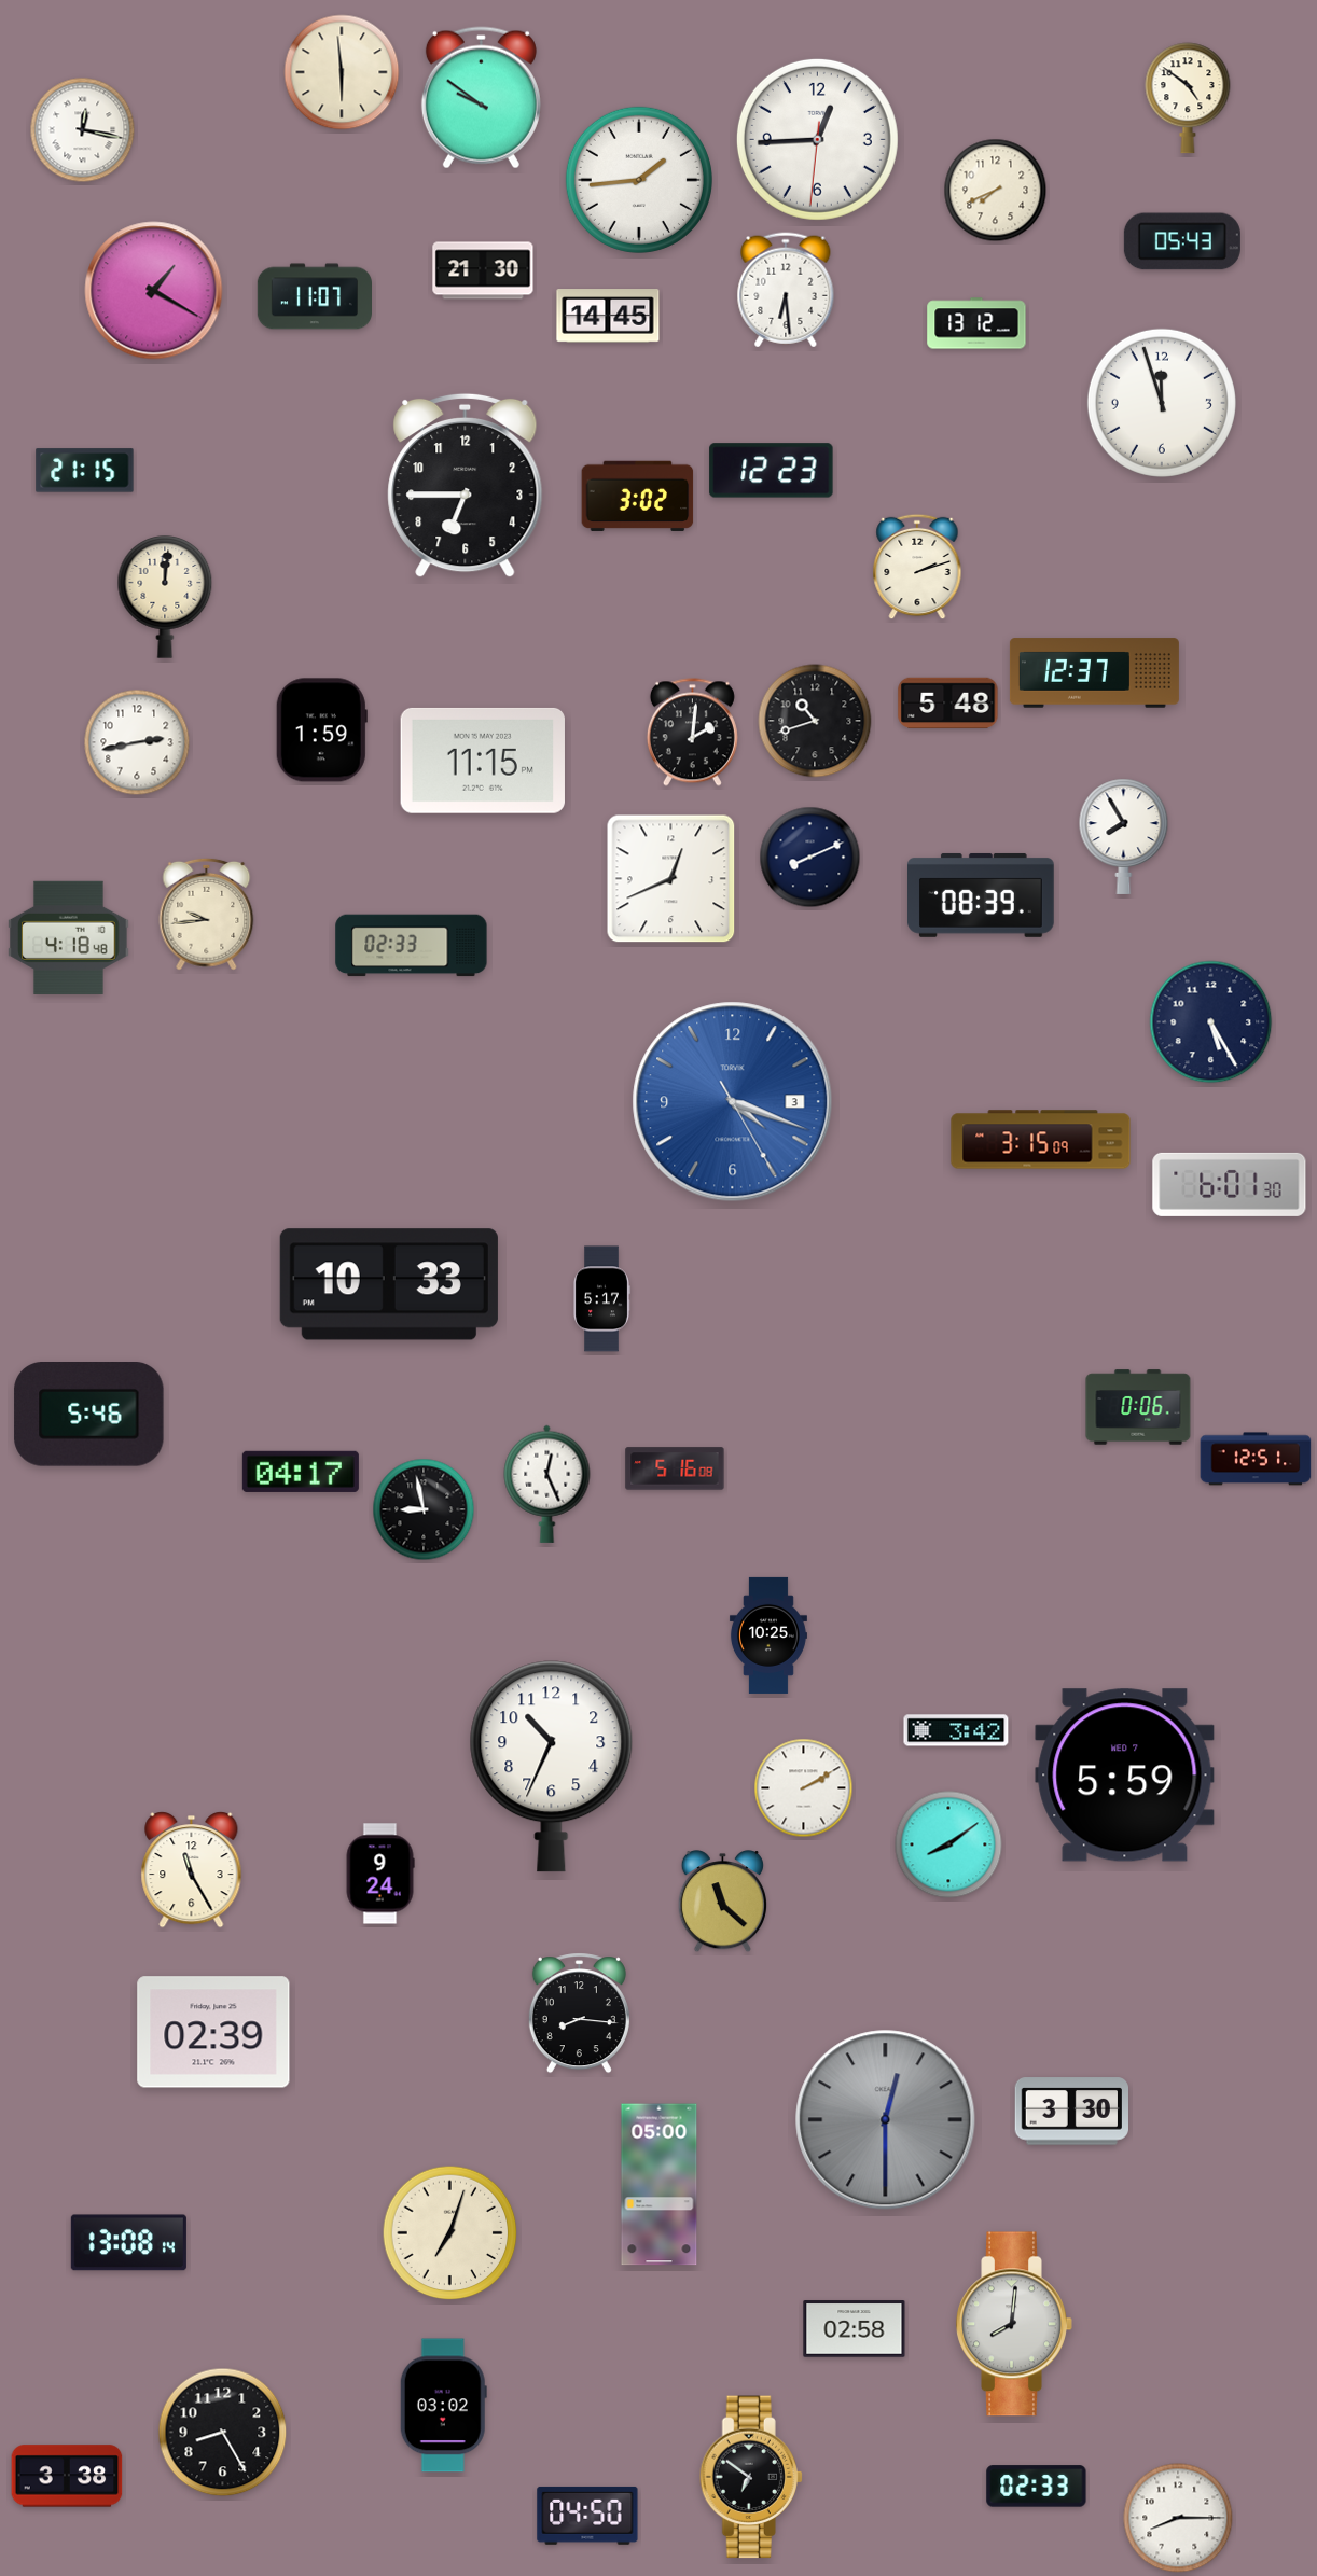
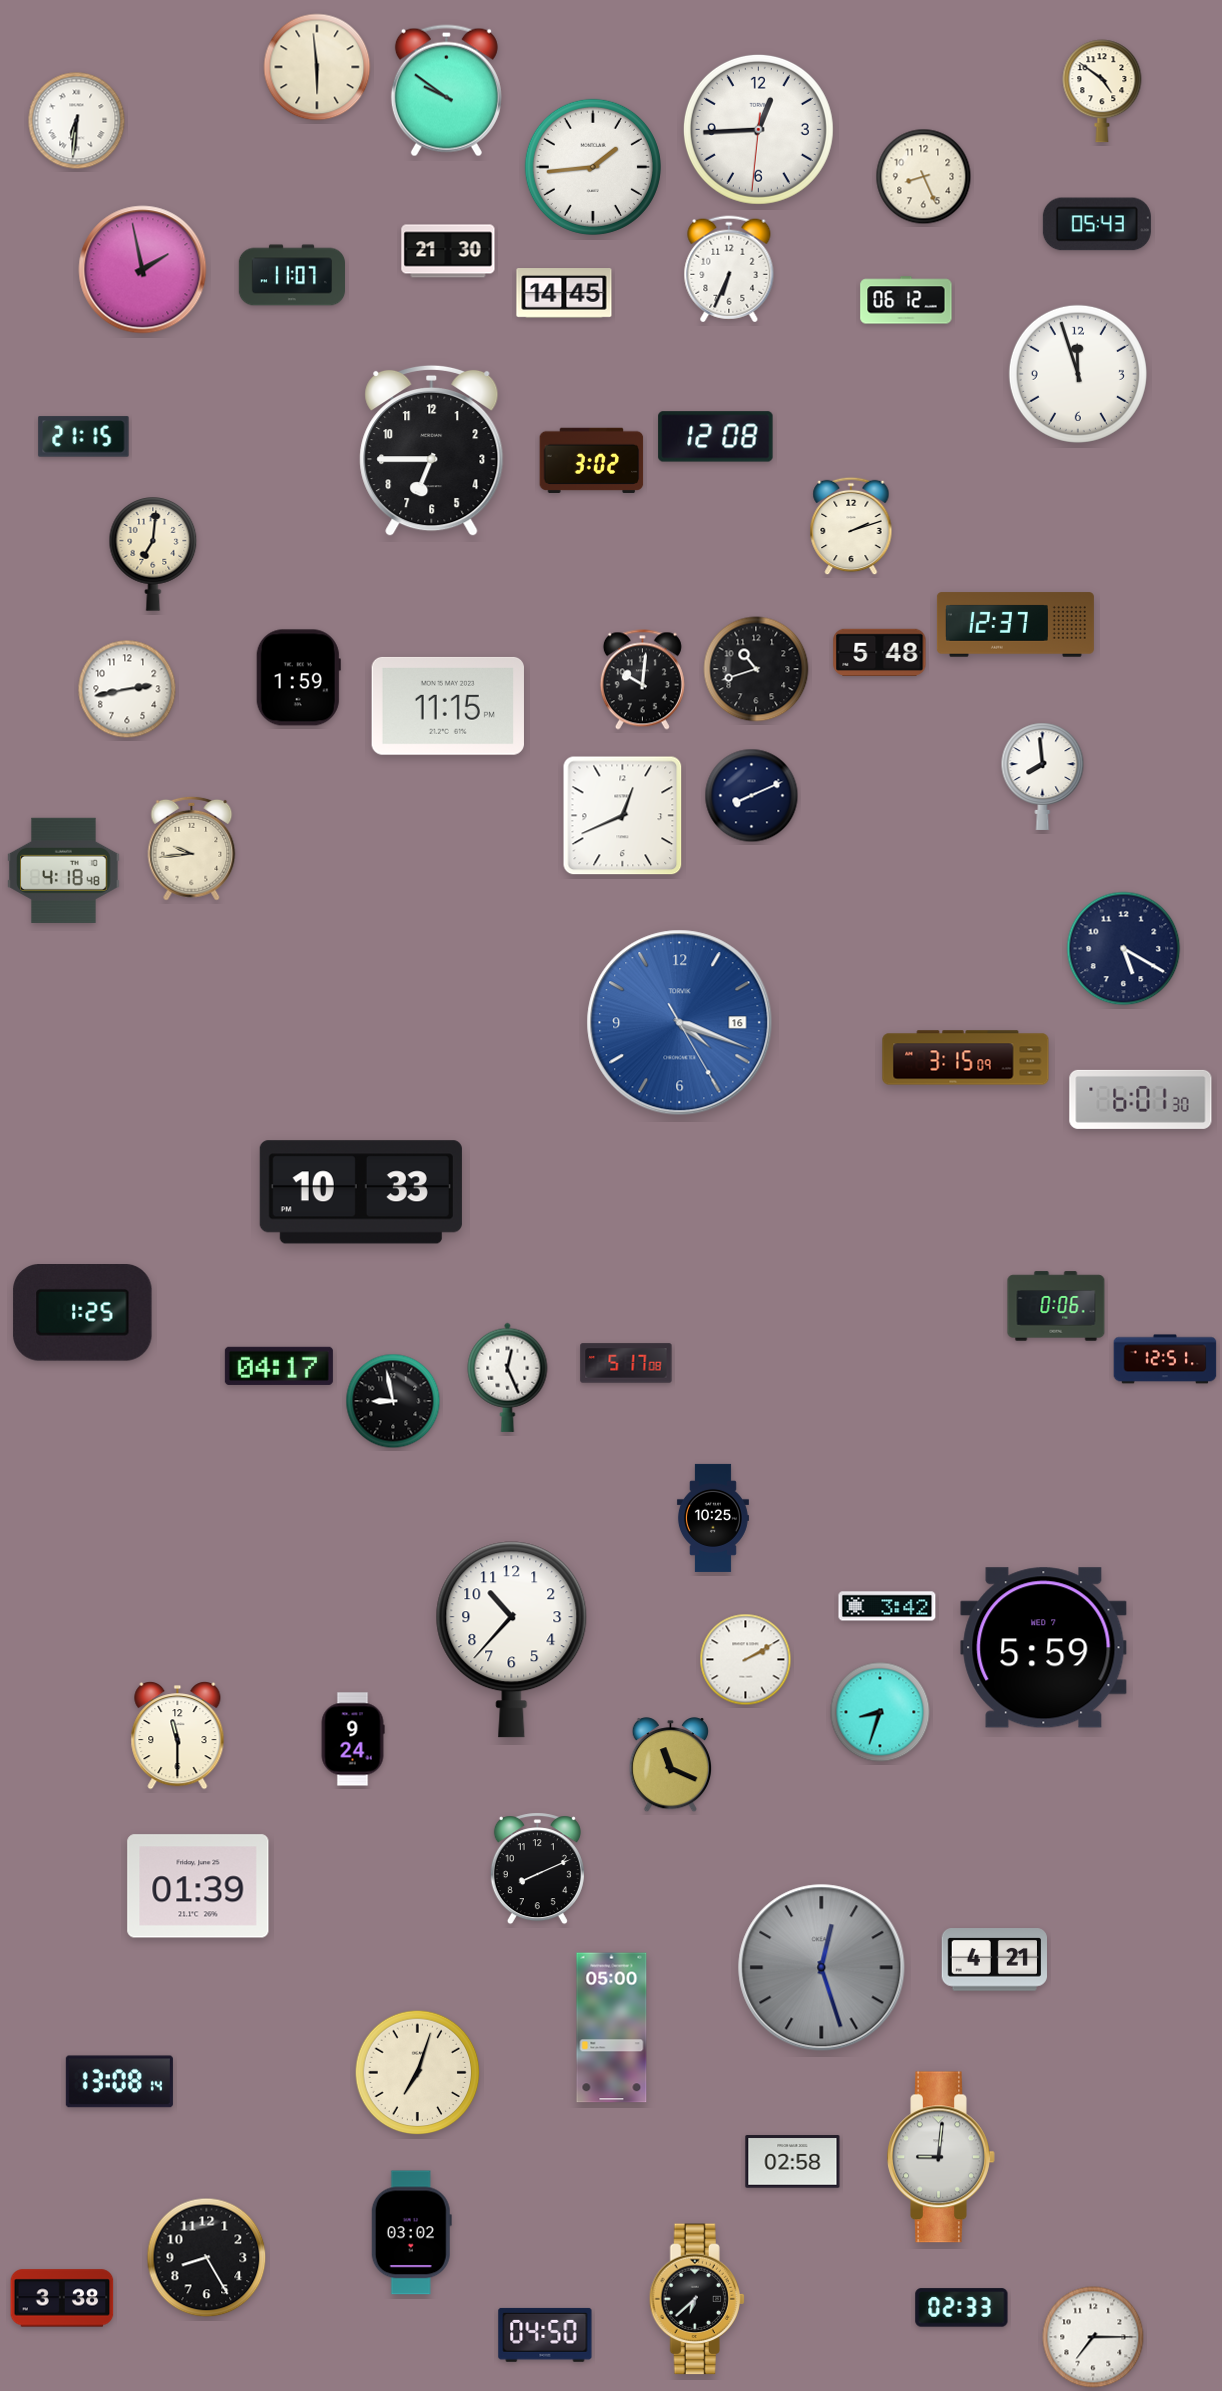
clock at (83, 130): 12:17 -> 6:31
clock at (996, 191): 7:41 -> 8:26
clock at (786, 290): 6:29 -> 6:34
clock at (154, 291): 1:20 -> 1:58
clock at (976, 323): 13:12 -> 06:12
clock at (85, 471) position: (85, 471) -> (84, 437)
clock at (772, 471): 12:23 -> 12:08
clock at (165, 598): 12:01 -> 7:01
clock at (692, 733): 2:01 -> 10:01
clock at (1124, 836): 7:55 -> 7:59
clock at (982, 895): 08:39 -> none
clock at (412, 946): 02:33 -> none
clock at (1211, 1022): 5:25 -> 5:20
clock at (733, 1102) date: 3 -> 16
clock at (601, 1299): 5:17 -> none
clock at (89, 1415): 5:46 -> 1:25
clock at (1256, 1459) position: (1256, 1459) -> (1165, 1359)
clock at (675, 1468): 5:16 -> 5:17
clock at (552, 1767): 10:34 -> 10:37
clock at (948, 1844): 8:09 -> 8:33
clock at (192, 1870): 11:25 -> 11:30
clock at (722, 1902): 11:22 -> 11:19
clock at (579, 2014): 8:16 -> 8:11
clock at (213, 2032): 02:39 -> 01:39
clock at (1071, 2112): 3:30 -> 4:21
clock at (886, 2120): 12:30 -> 12:27
clock at (1014, 2324): 8:01 -> 9:01
clock at (751, 2477): 6:51 -> 6:38
clock at (1178, 2518): 8:15 -> 7:15
